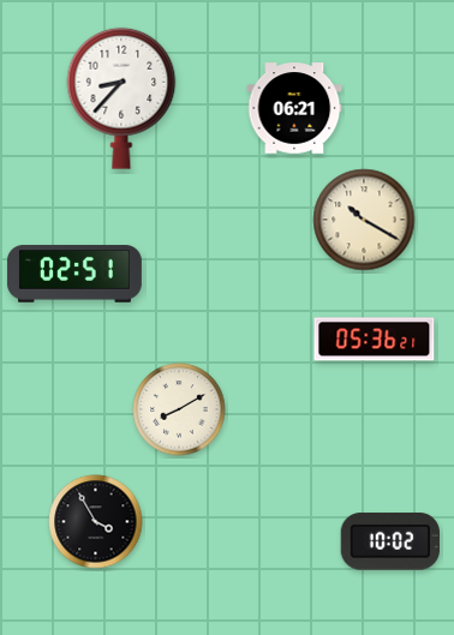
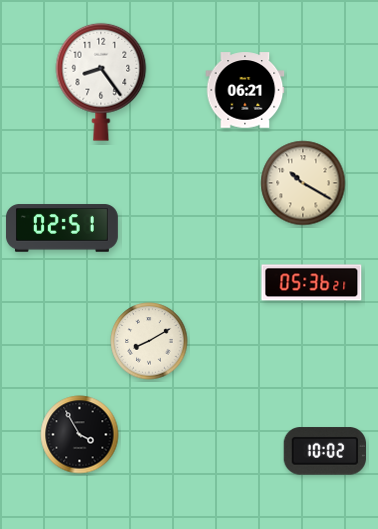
clock at (121, 98): 8:37 -> 8:24
